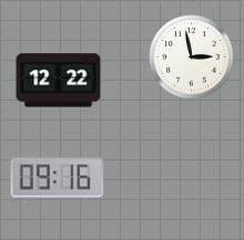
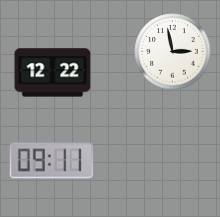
clock at (58, 178): 09:16 -> 09:11
